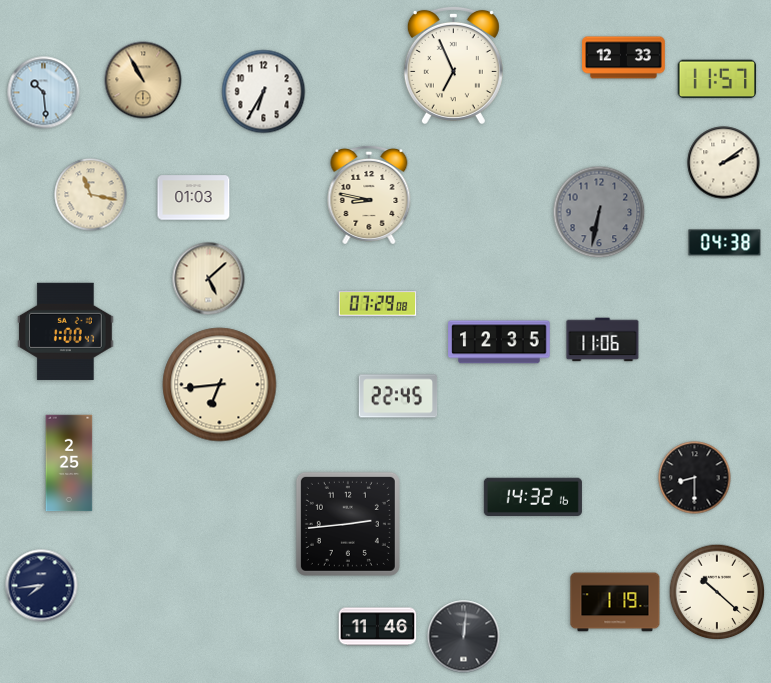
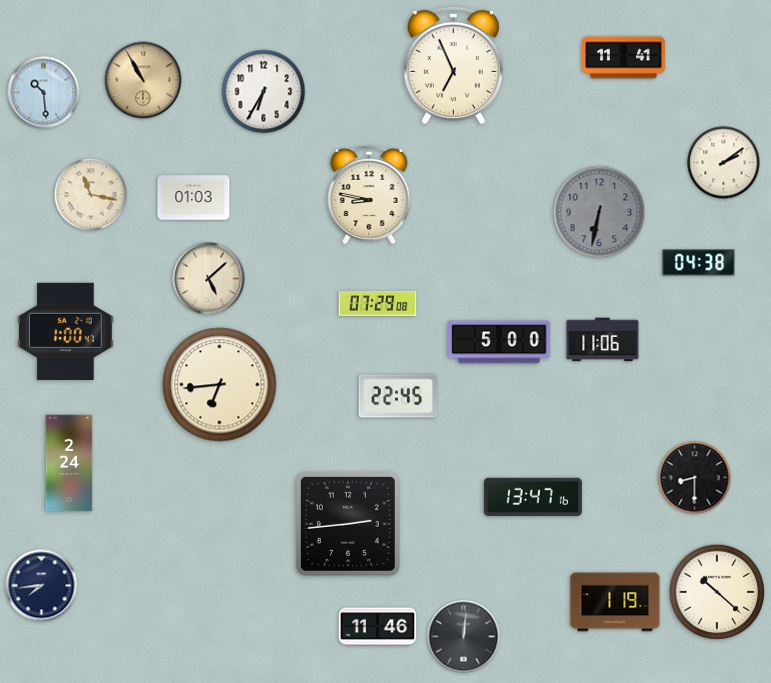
clock at (624, 58): 12:33 -> 11:41
clock at (717, 79): 11:57 -> none
clock at (725, 243) position: (725, 243) -> (699, 263)
clock at (499, 342): 12:35 -> 5:00
clock at (69, 463): 2:25 -> 2:24
clock at (533, 496): 14:32 -> 13:47
